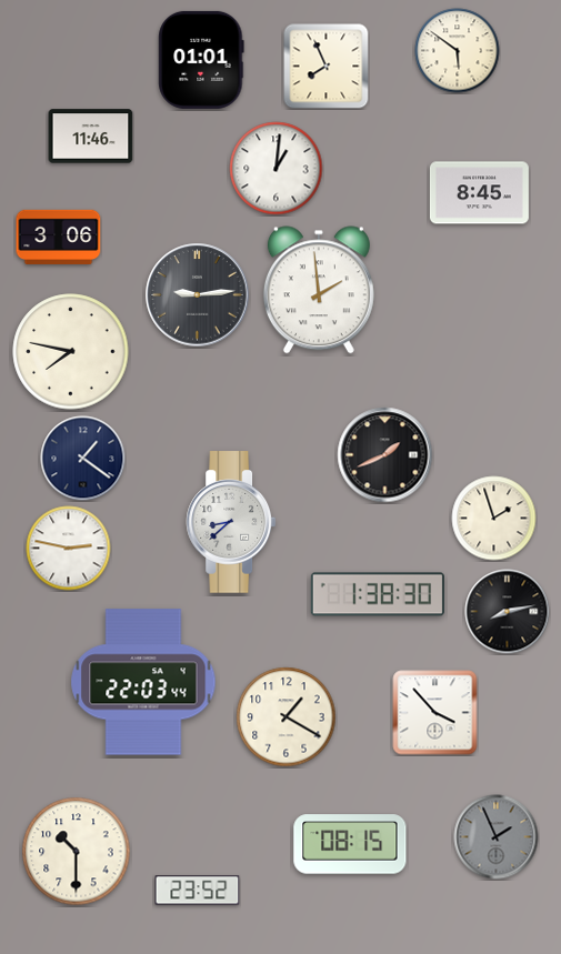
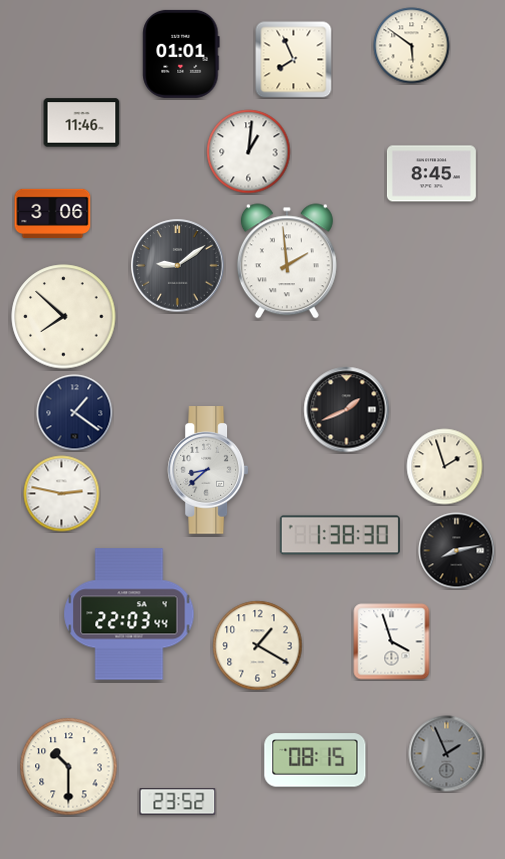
clock at (198, 295): 9:14 -> 9:09
clock at (71, 352): 7:47 -> 7:52
clock at (435, 713): 3:53 -> 3:57
